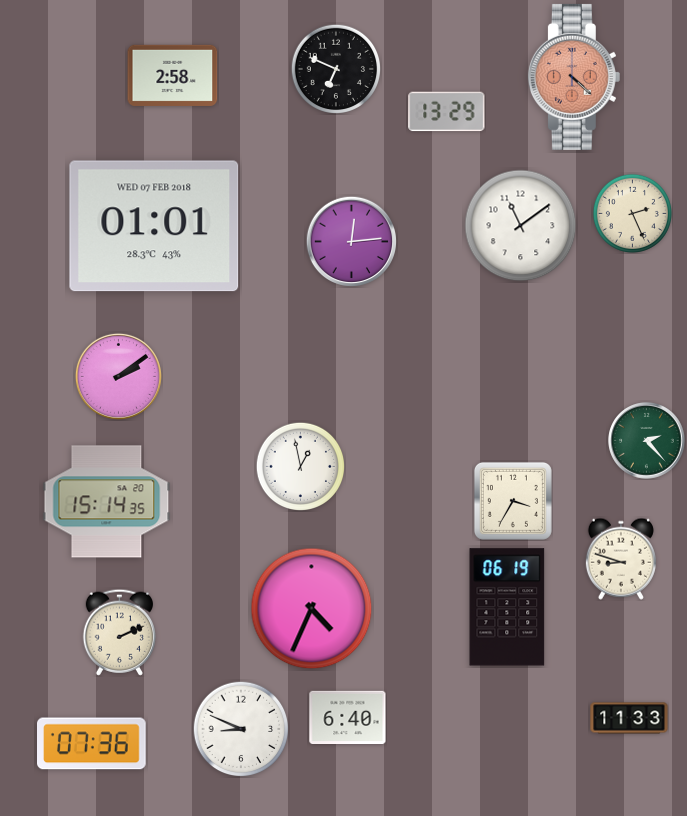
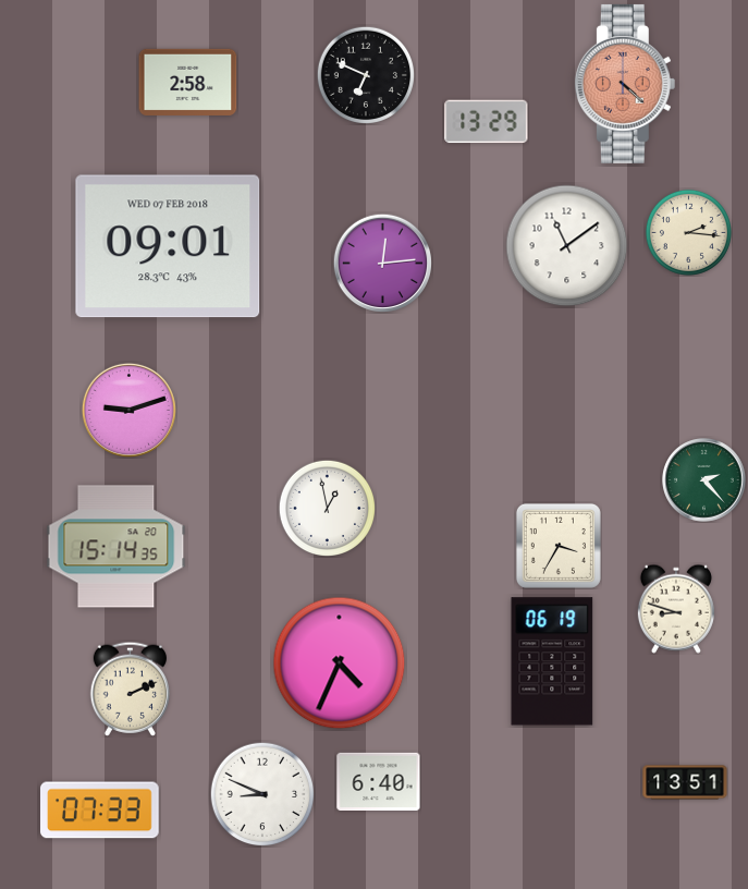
clock at (632, 213): 2:26 -> 2:16
clock at (154, 226): 01:01 -> 09:01
clock at (118, 376): 2:09 -> 9:12
clock at (629, 718): 11:33 -> 13:51
clock at (92, 744): 07:36 -> 07:33
